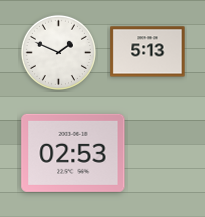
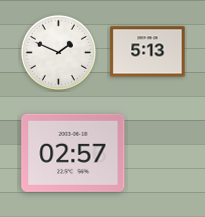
clock at (73, 153): 02:53 -> 02:57
